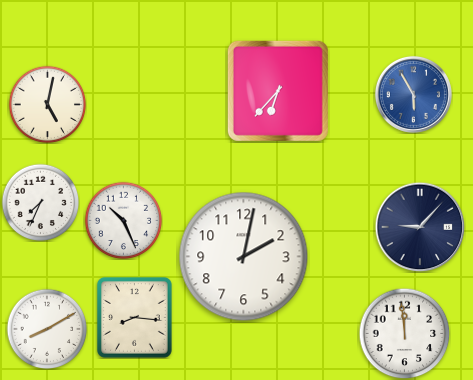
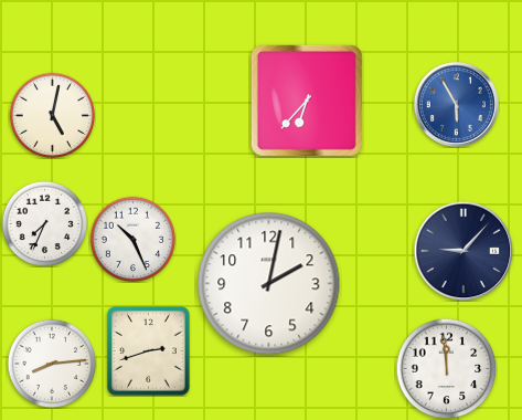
clock at (123, 220) position: (123, 220) -> (132, 239)
clock at (134, 317): 8:16 -> 2:42
clock at (47, 329): 8:10 -> 8:14
